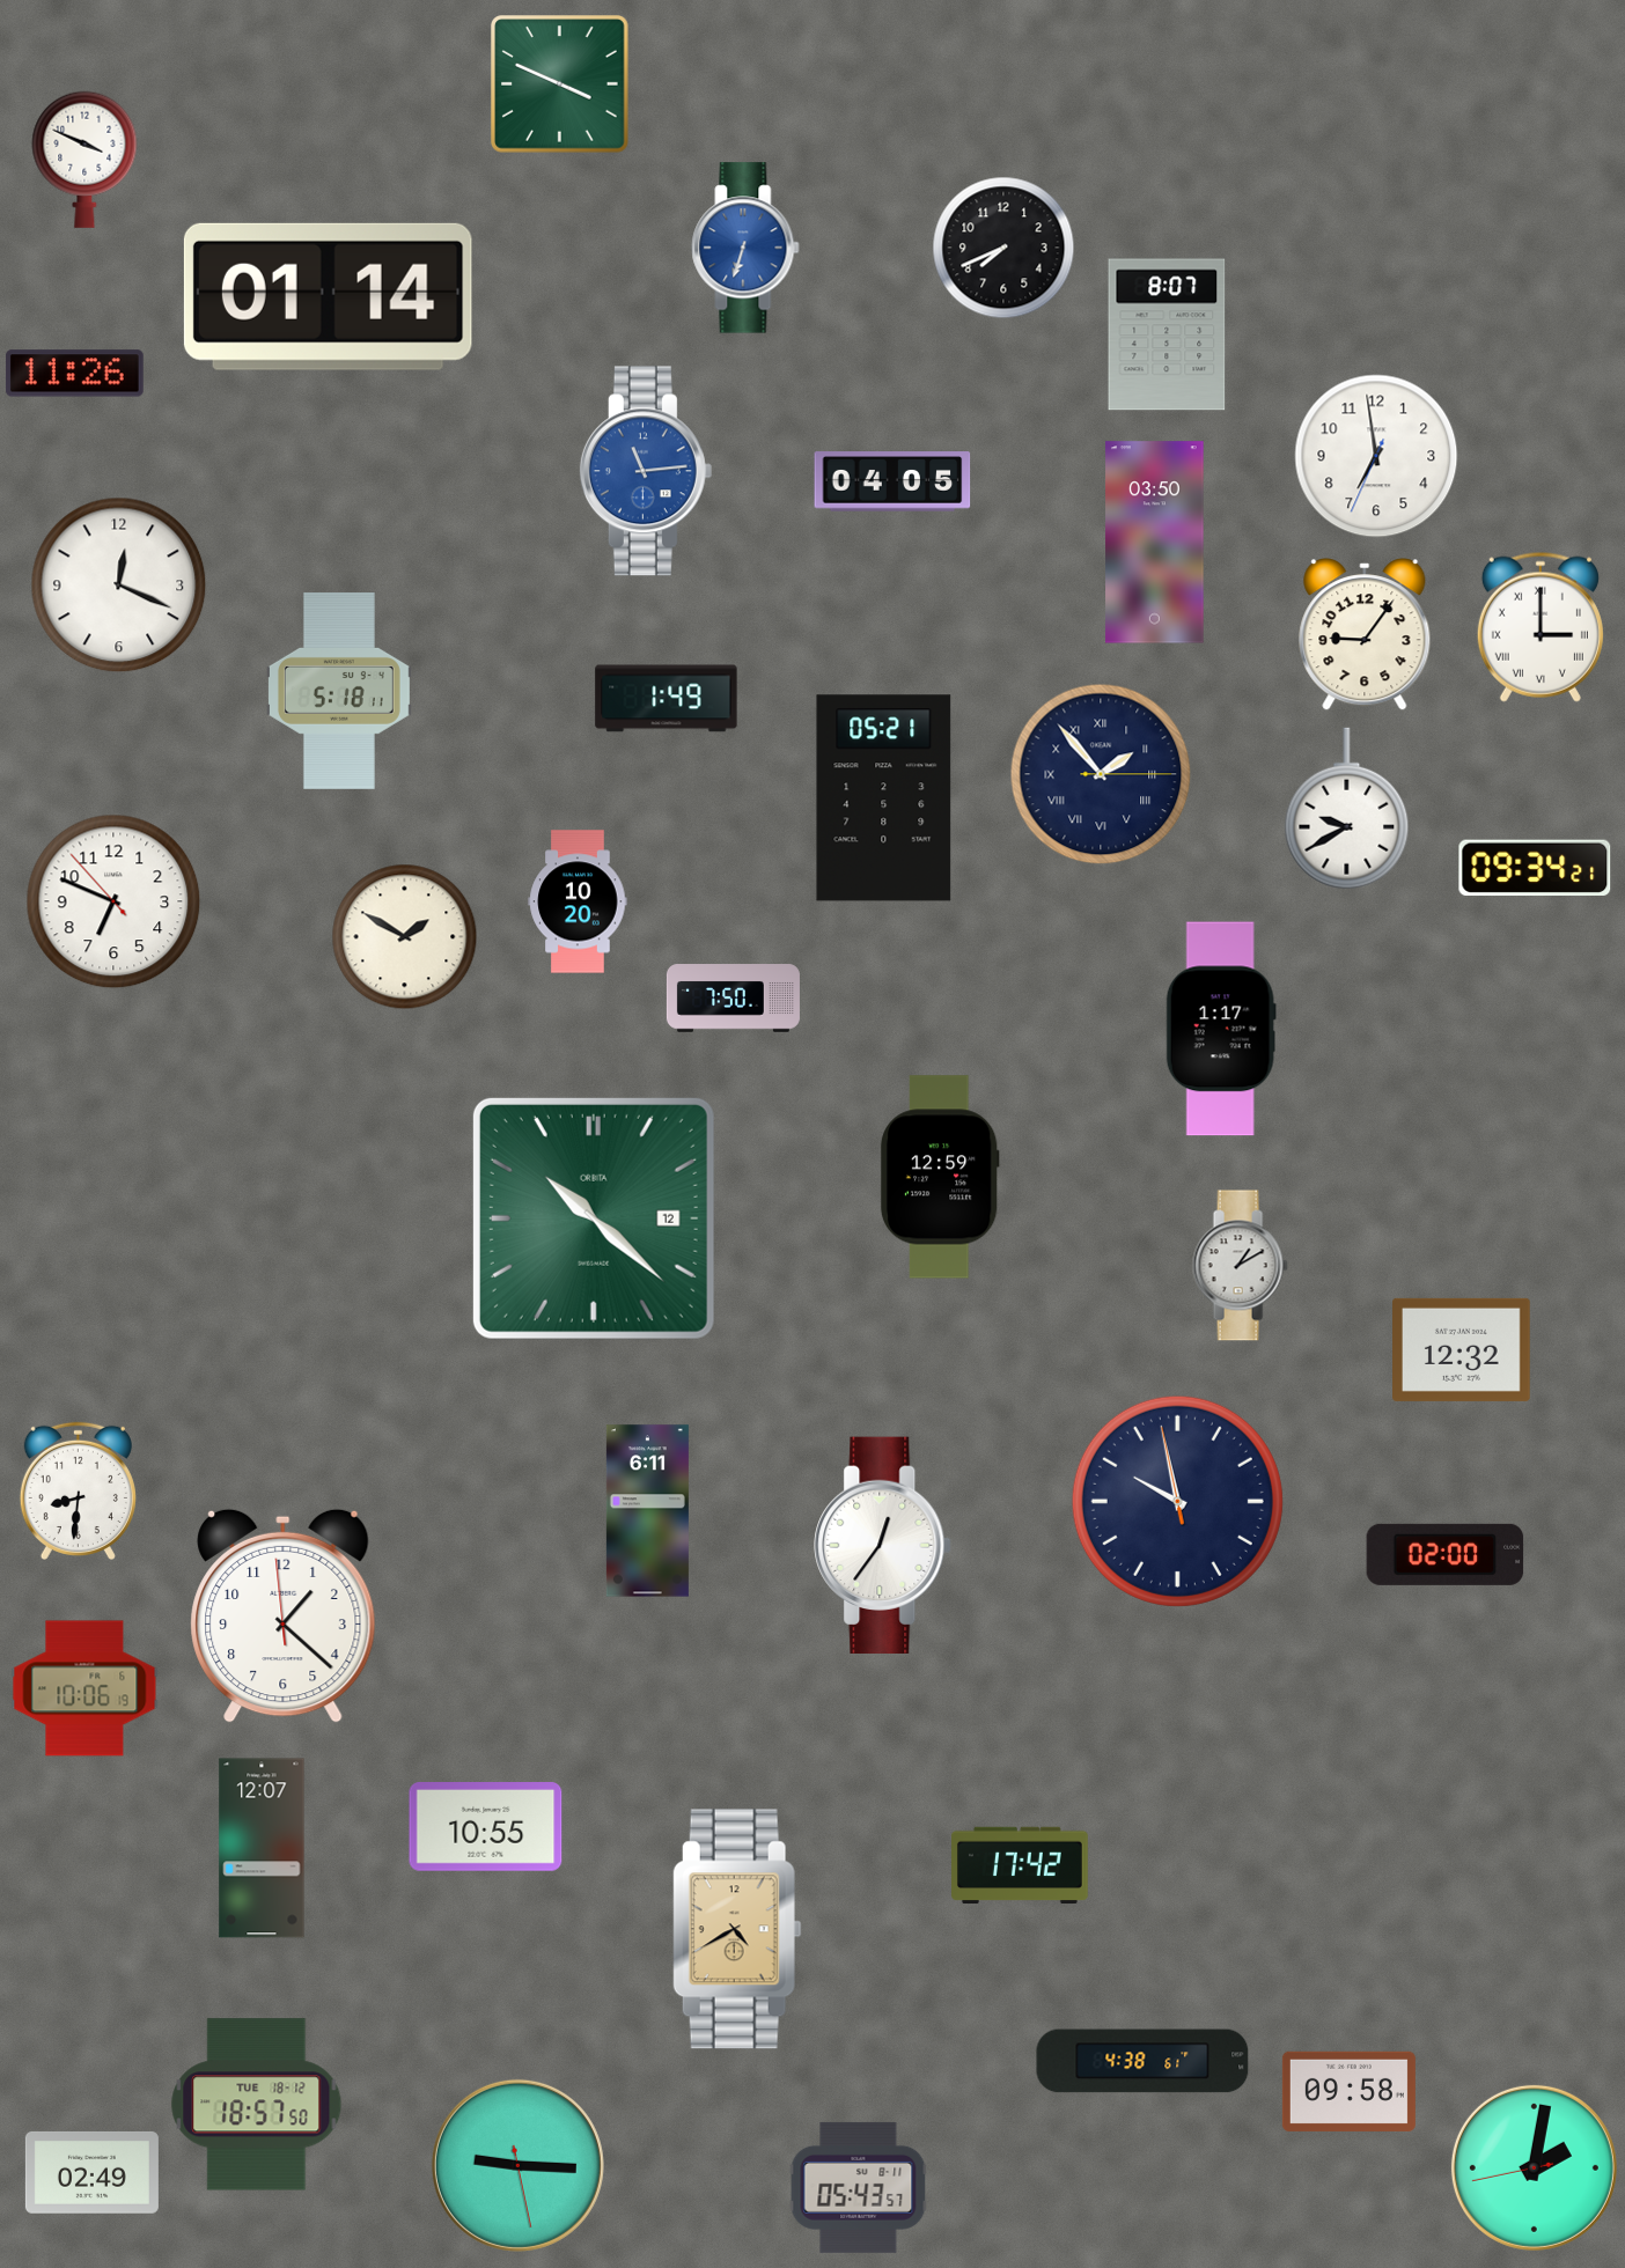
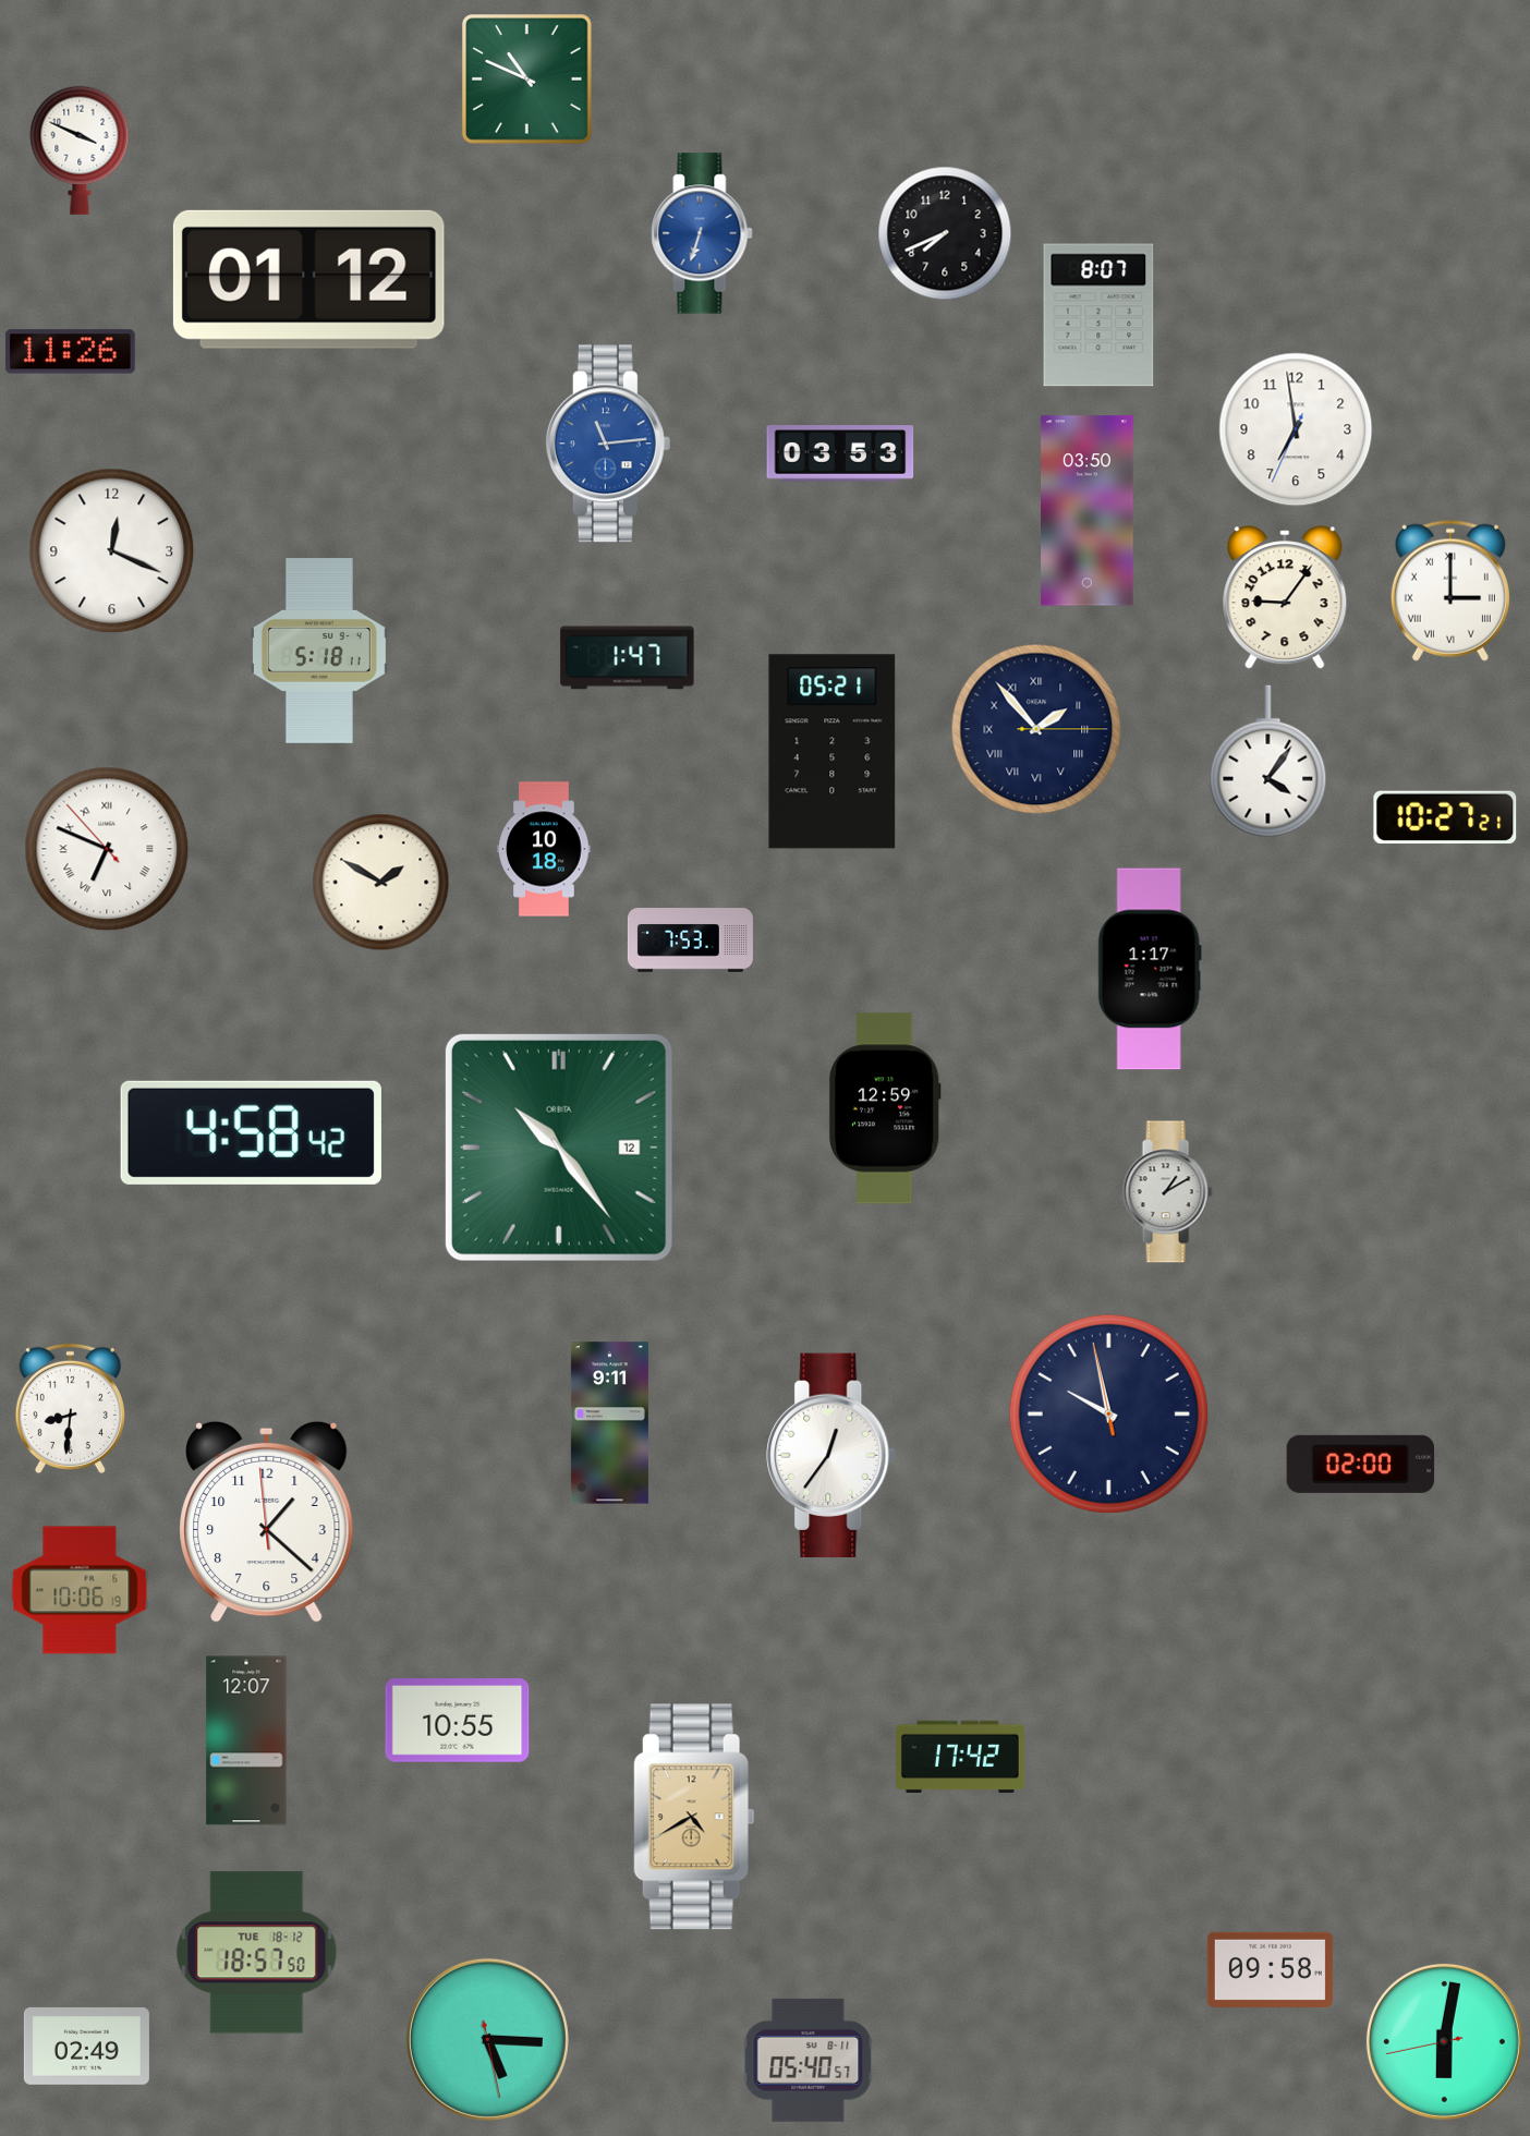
clock at (560, 84): 3:49 -> 10:49
clock at (328, 296): 01:14 -> 01:12
clock at (892, 481): 04:05 -> 03:53
clock at (667, 699): 1:49 -> 1:47
clock at (1347, 809): 9:40 -> 4:06
clock at (1535, 868): 09:34 -> 10:27
clock at (113, 901) numerals: Arabic -> Roman
clock at (578, 901): 10:20 -> 10:18
clock at (733, 999): 7:50 -> 7:53
clock at (251, 1132): none -> 4:58
clock at (594, 1218): 10:22 -> 10:24
clock at (1462, 1349): 12:32 -> none
clock at (78, 1490) position: (78, 1490) -> (70, 1408)
clock at (647, 1511): 6:11 -> 9:11
clock at (1142, 2061): 4:38 -> none
clock at (257, 2105) position: (257, 2105) -> (257, 1953)
clock at (517, 2165): 9:15 -> 5:15
clock at (1534, 2167): 2:01 -> 6:01
clock at (859, 2187): 05:43 -> 05:40
